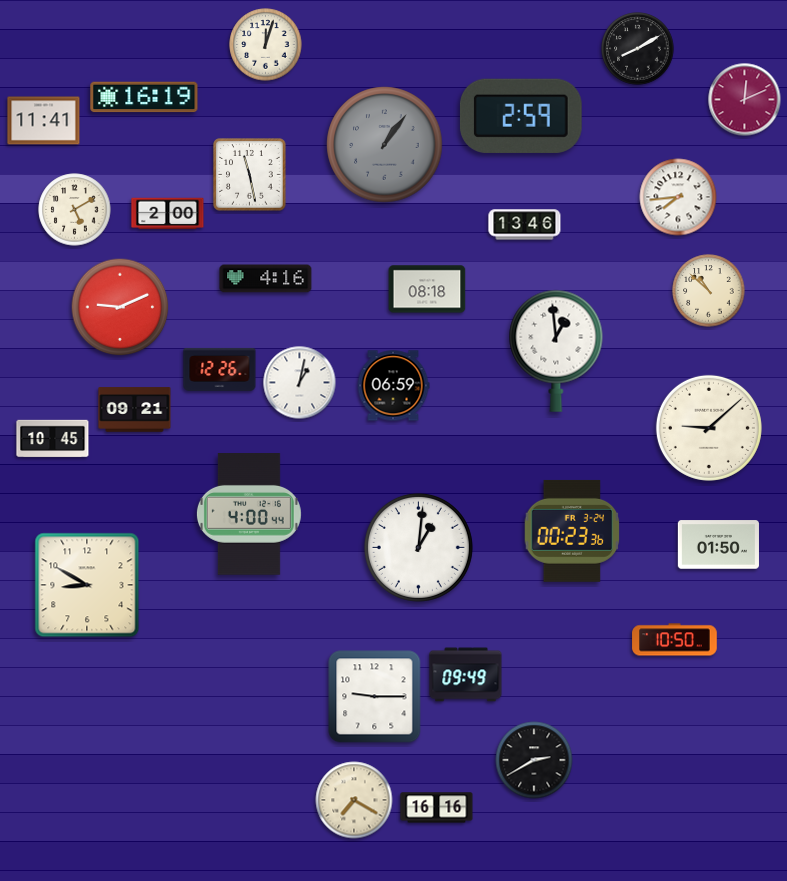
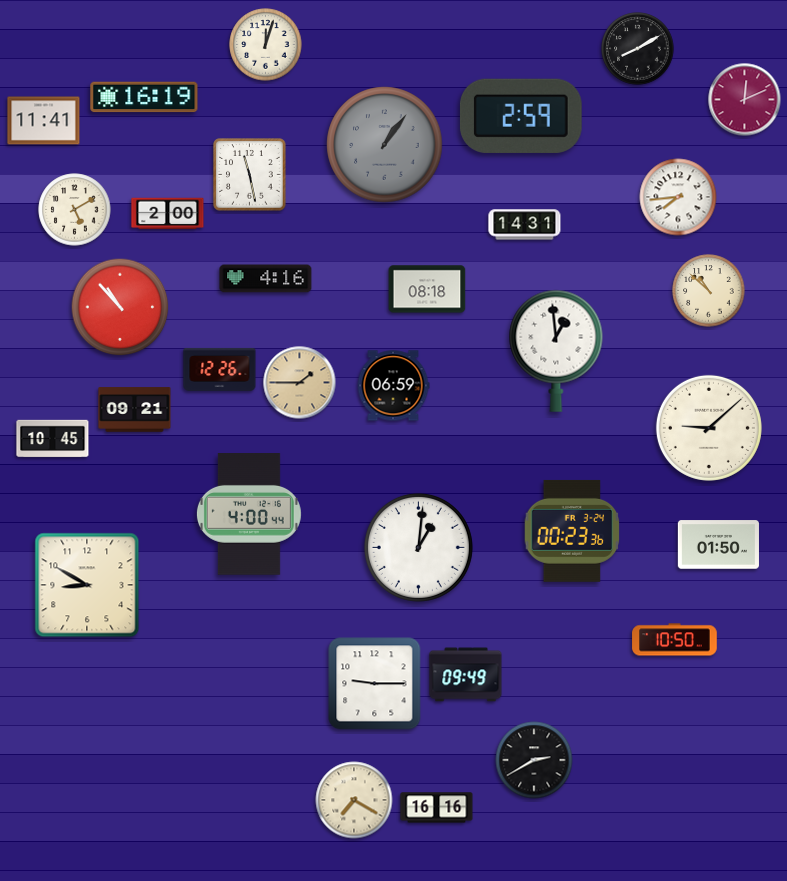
clock at (525, 225): 13:46 -> 14:31
clock at (120, 307): 9:11 -> 10:53
clock at (300, 383): 1:02 -> 1:45
clock at (300, 383) dial: white -> champagne
clock at (375, 697) position: (375, 697) -> (375, 684)
